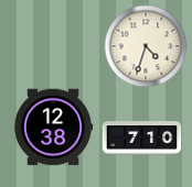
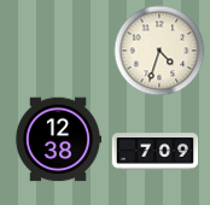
clock at (142, 139): 7:10 -> 7:09
